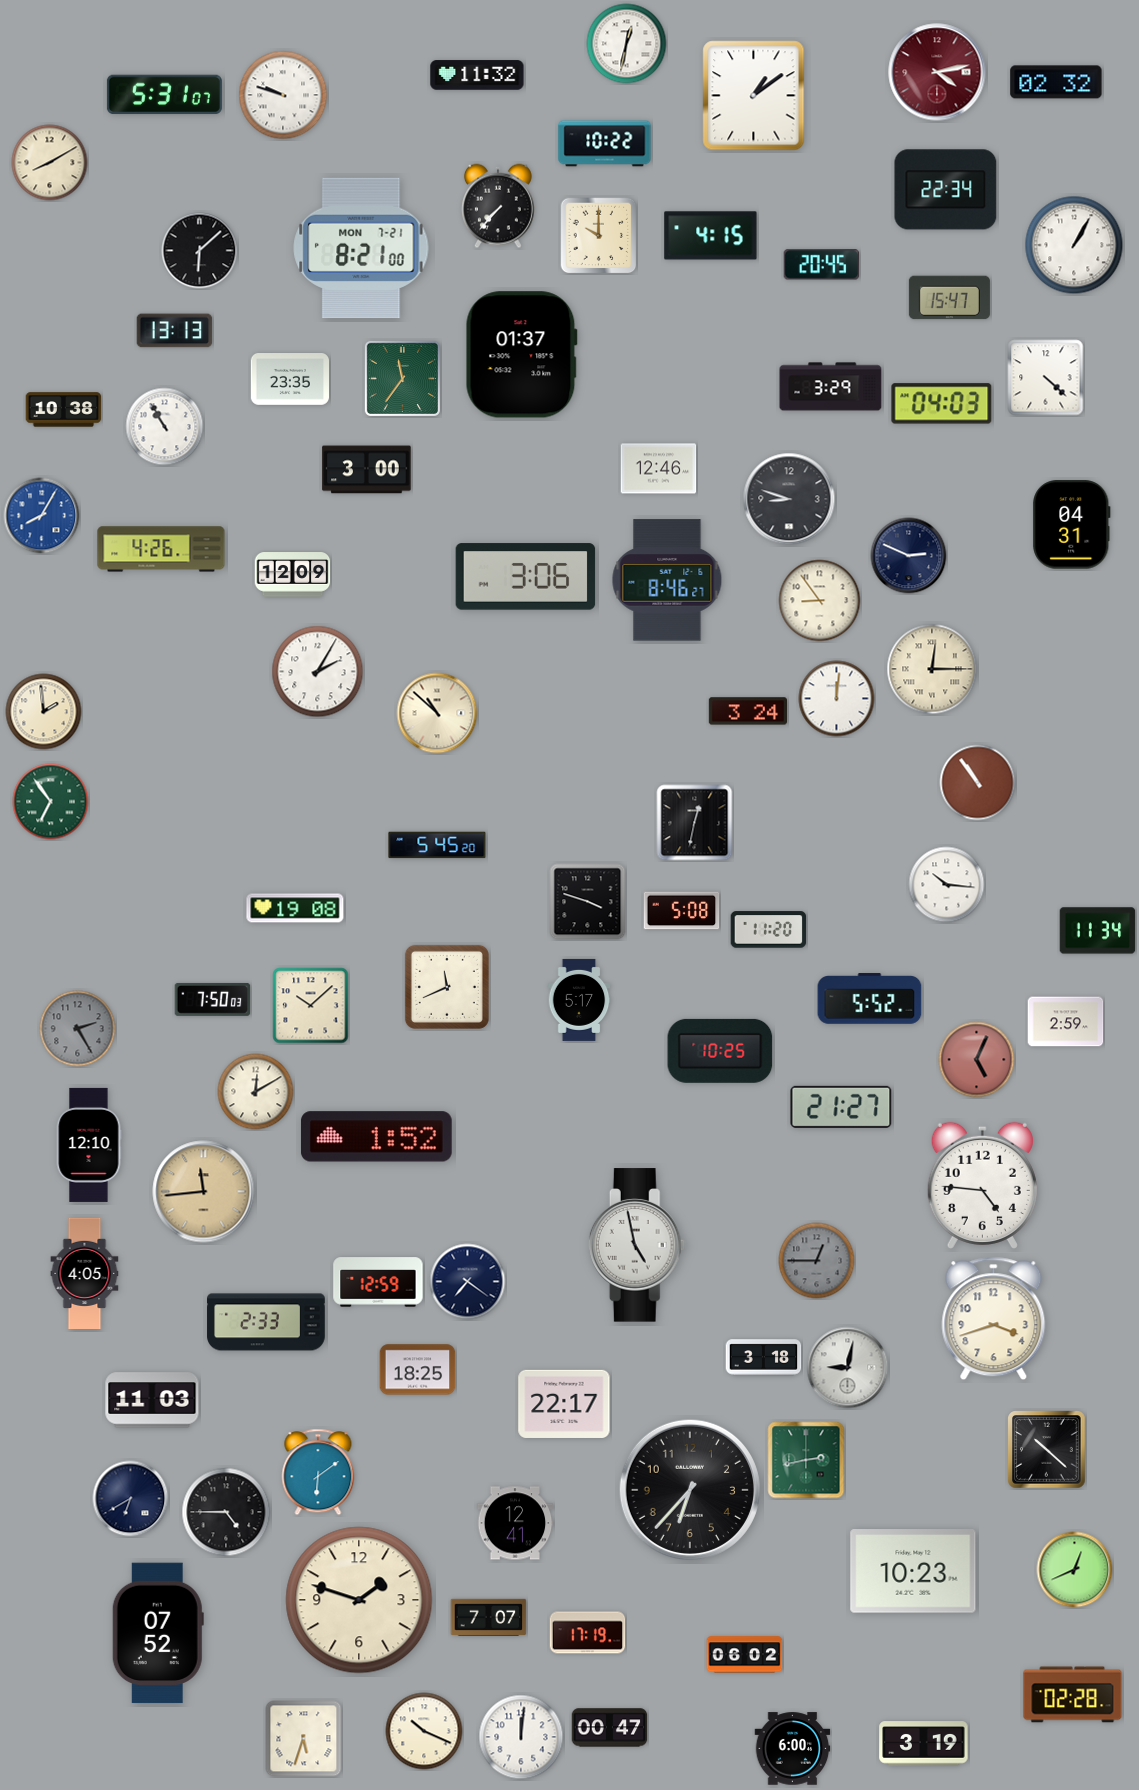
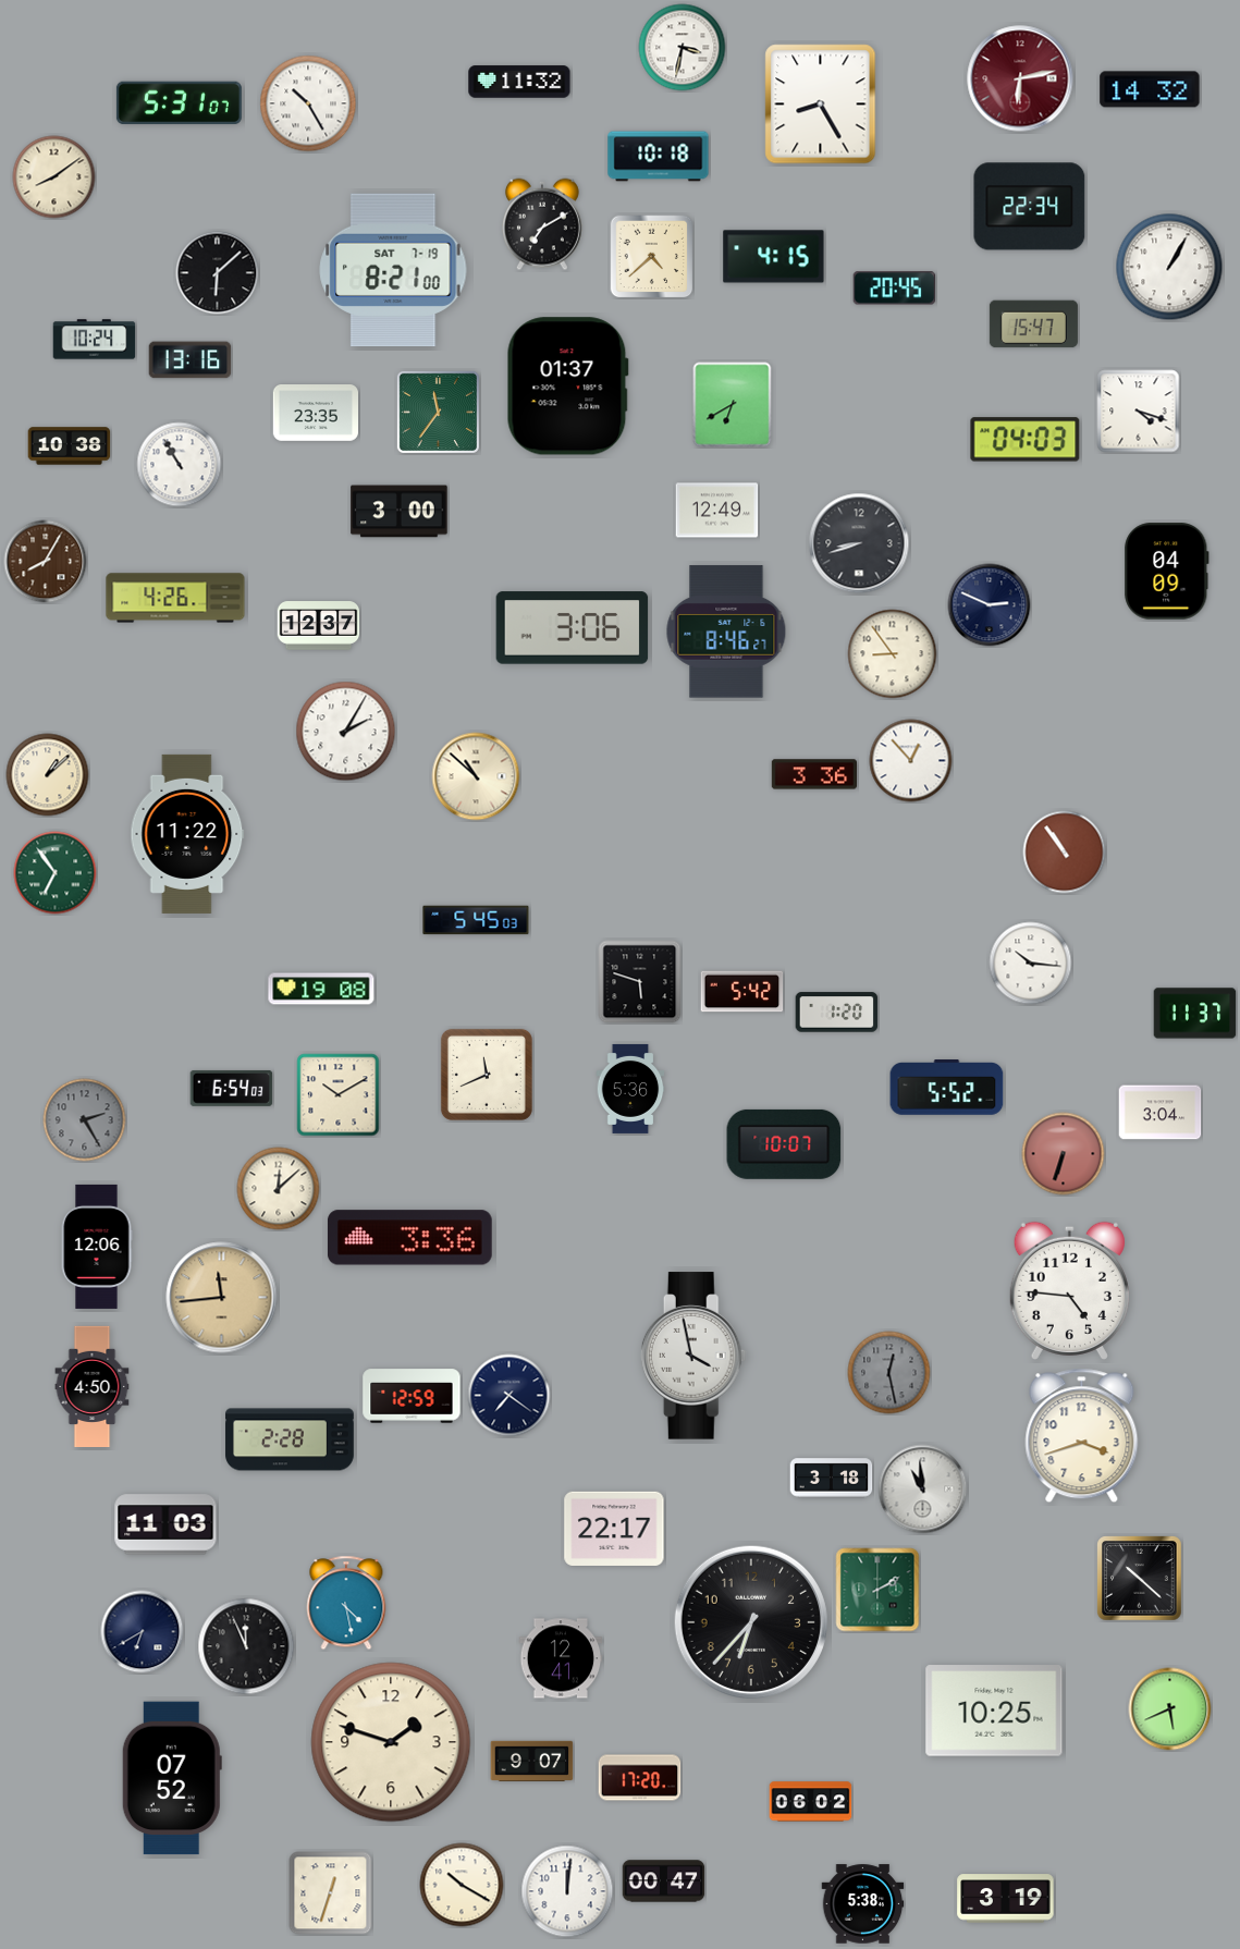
clock at (627, 44): 12:32 -> 3:32
clock at (937, 72): 4:13 -> 6:13
clock at (1056, 82): 02:32 -> 14:32
clock at (283, 95): 9:48 -> 10:25
clock at (754, 96): 1:09 -> 8:25
clock at (605, 144): 10:22 -> 10:18
clock at (50, 163): 8:10 -> 8:09
clock at (498, 206): 7:37 -> 7:10
clock at (598, 235): 10:00 -> 4:38
clock at (361, 248) date: MON 7-21 -> SAT 7-19
clock at (95, 340): none -> 10:24
clock at (175, 331): 13:13 -> 13:16
clock at (733, 405): none -> 6:40
clock at (1046, 378): 4:22 -> 4:18
clock at (831, 387): 3:29 -> none
clock at (659, 469): 12:46 -> 12:49
clock at (789, 499): 8:48 -> 8:42
clock at (42, 516) dial: blue -> brown
clock at (1072, 525): 04:31 -> 04:09
clock at (293, 575): 12:09 -> 12:37
clock at (932, 669): 12:15 -> none
clock at (837, 699): 12:01 -> 12:53
clock at (747, 711): 3:24 -> 3:36
clock at (44, 712): 1:59 -> 1:08
clock at (187, 834): none -> 11:22
clock at (695, 823): 12:32 -> none
clock at (437, 845): 5:45:20 -> 5:45:03
clock at (588, 902): 3:48 -> 5:48
clock at (682, 911): 5:08 -> 5:42
clock at (769, 930): 11:20 -> 1:20
clock at (1098, 931): 11:34 -> 11:37
clock at (213, 999): 7:50 -> 6:54
clock at (579, 1000): 5:17 -> 5:36
clock at (311, 1006): 10:08 -> 10:10
clock at (1066, 1022): 2:59 -> 3:04
clock at (720, 1051): 10:25 -> 10:07
clock at (977, 1060): 5:04 -> 6:33
clock at (256, 1092): 12:10 -> 12:08
clock at (841, 1107): 21:27 -> none
clock at (376, 1137): 1:52 -> 3:36
clock at (89, 1145): 12:10 -> 12:06
clock at (637, 1245): 4:58 -> 3:58
clock at (817, 1261): 12:45 -> 12:28
clock at (85, 1273): 4:05 -> 4:50
clock at (266, 1322): 2:33 -> 2:28
clock at (848, 1368): 9:02 -> 10:59
clock at (418, 1370): 18:25 -> none
clock at (806, 1460): 2:43 -> 2:10
clock at (318, 1472): 6:09 -> 4:28
clock at (226, 1512): 4:45 -> 11:56
clock at (1075, 1570): 12:41 -> 5:41
clock at (913, 1571): 10:23 -> 10:25
clock at (489, 1617): 7:07 -> 9:07
clock at (588, 1633): 17:19 -> 17:20
clock at (1073, 1695): 02:28 -> none
clock at (424, 1731): 10:19 -> 10:20
clock at (304, 1739): 5:33 -> 12:33
clock at (793, 1749): 6:00 -> 5:38
